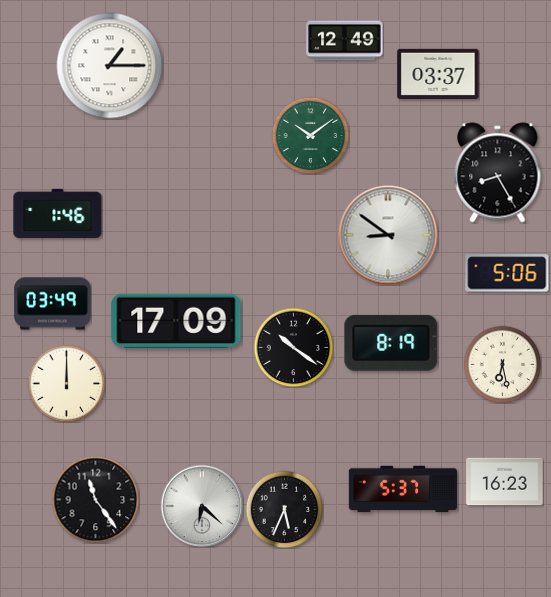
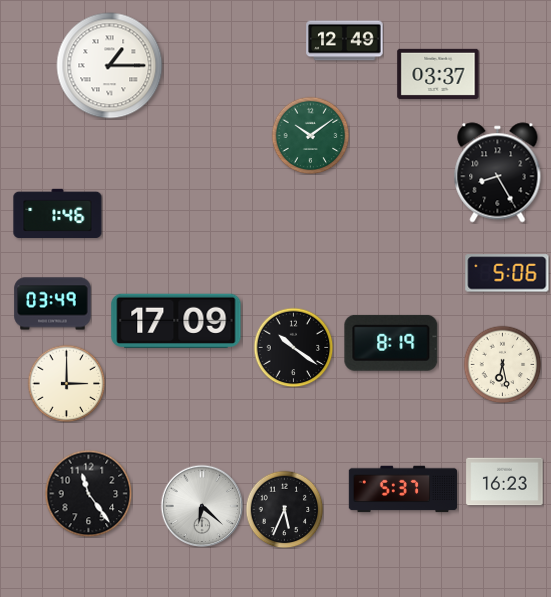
clock at (388, 235): 8:51 -> none
clock at (66, 383): 12:00 -> 3:00
clock at (95, 499) position: (95, 499) -> (88, 493)
